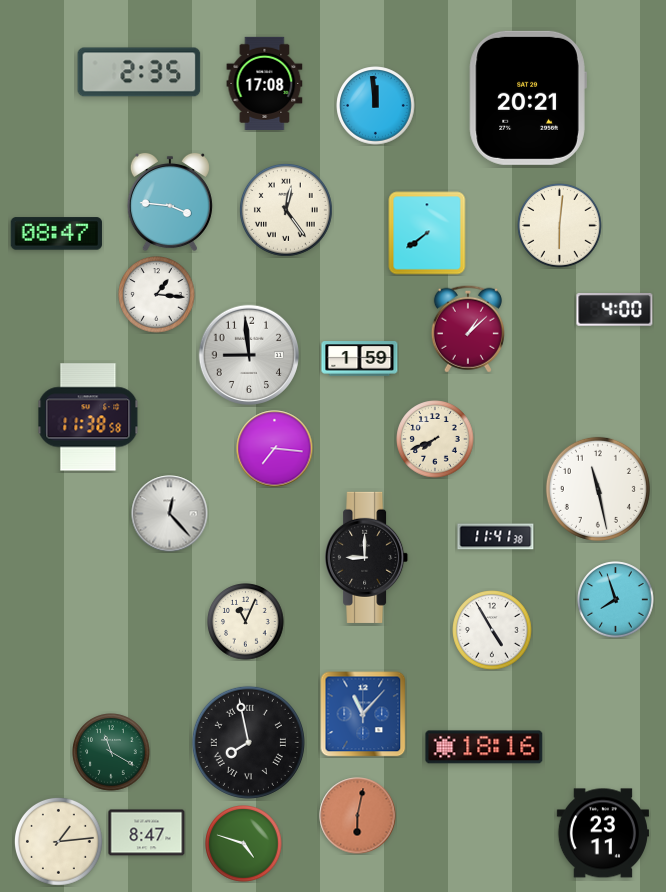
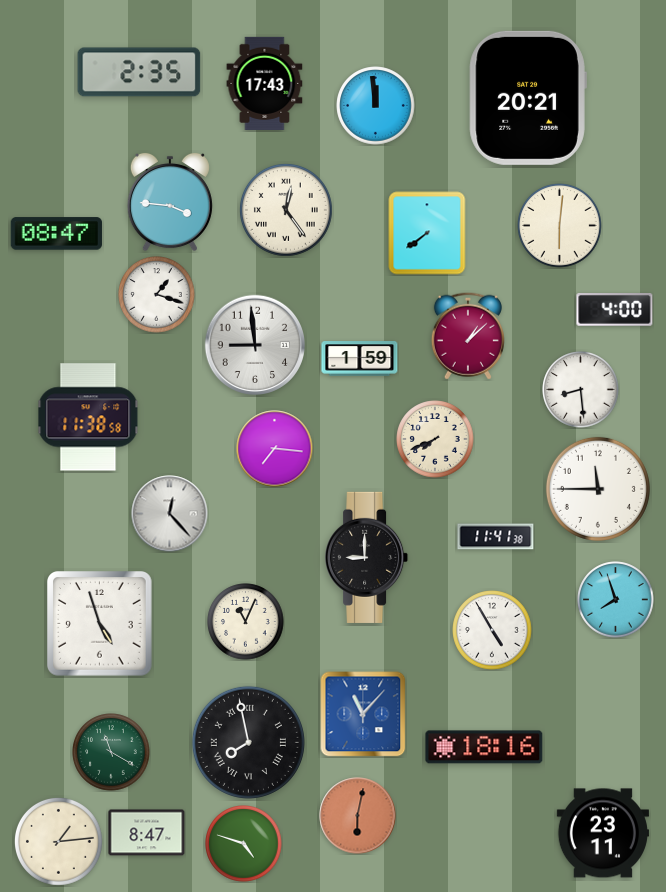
clock at (265, 83): 17:08 -> 17:43
clock at (157, 295): 1:16 -> 1:18
clock at (468, 329) position: (468, 329) -> (468, 336)
clock at (248, 354) position: (248, 354) -> (254, 344)
clock at (581, 390): none -> 8:29
clock at (598, 489): 11:28 -> 11:45
clock at (100, 624): none -> 4:57
